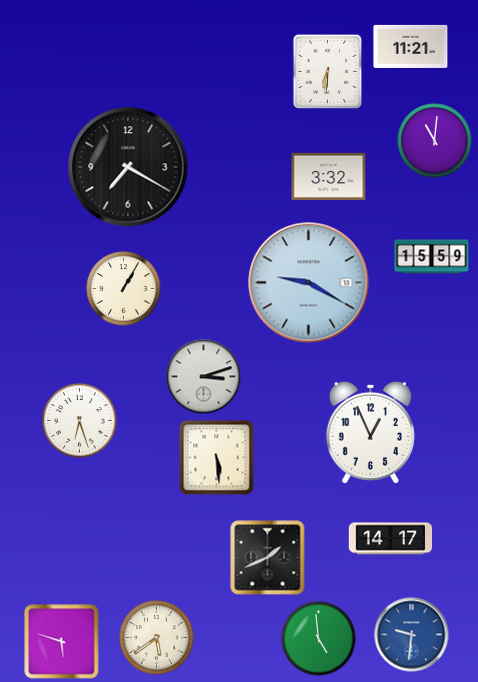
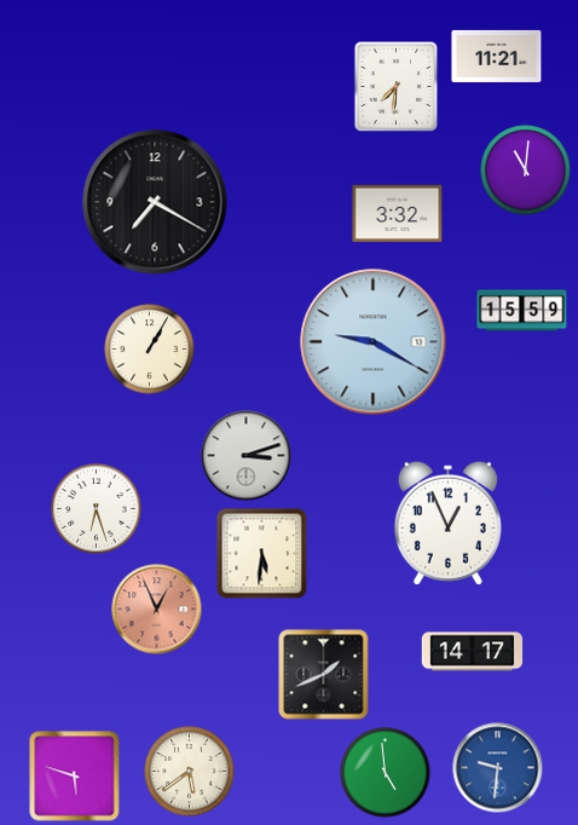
clock at (328, 72): 6:31 -> 7:31
clock at (217, 458): 5:29 -> 5:31
clock at (157, 610): none -> 12:56
